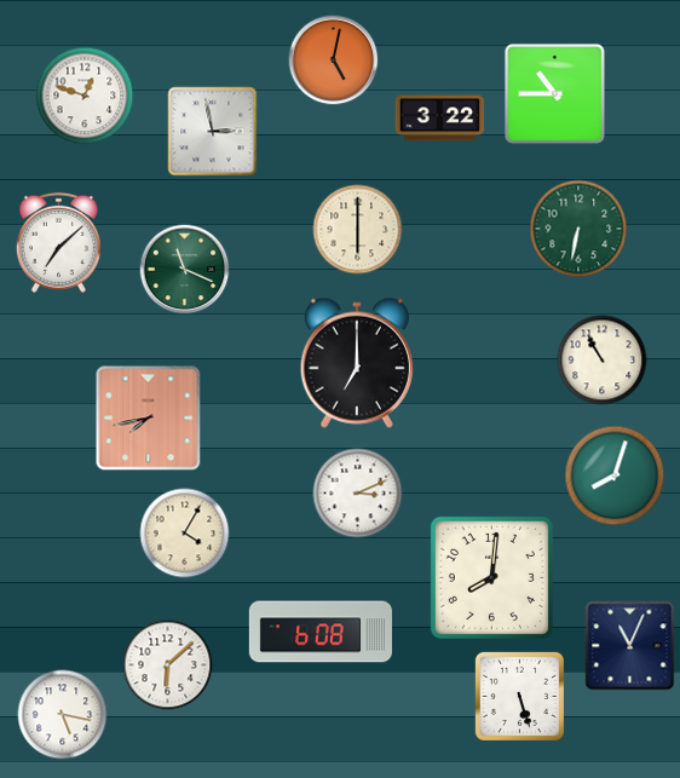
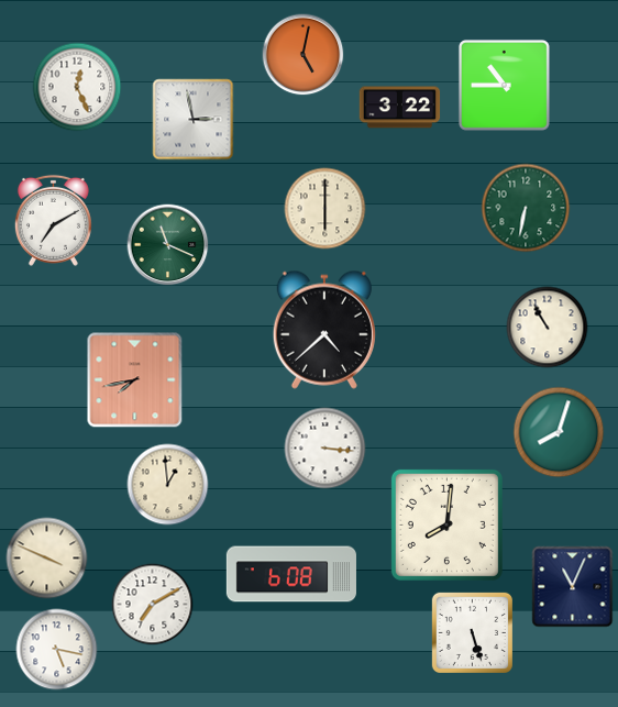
clock at (85, 96): 12:48 -> 12:26
clock at (58, 242): 7:08 -> 7:10
clock at (357, 363): 7:00 -> 4:38
clock at (358, 494): 3:11 -> 3:16
clock at (185, 534): 4:05 -> 12:59
clock at (47, 559): none -> 3:49
clock at (168, 665): 6:08 -> 7:10
